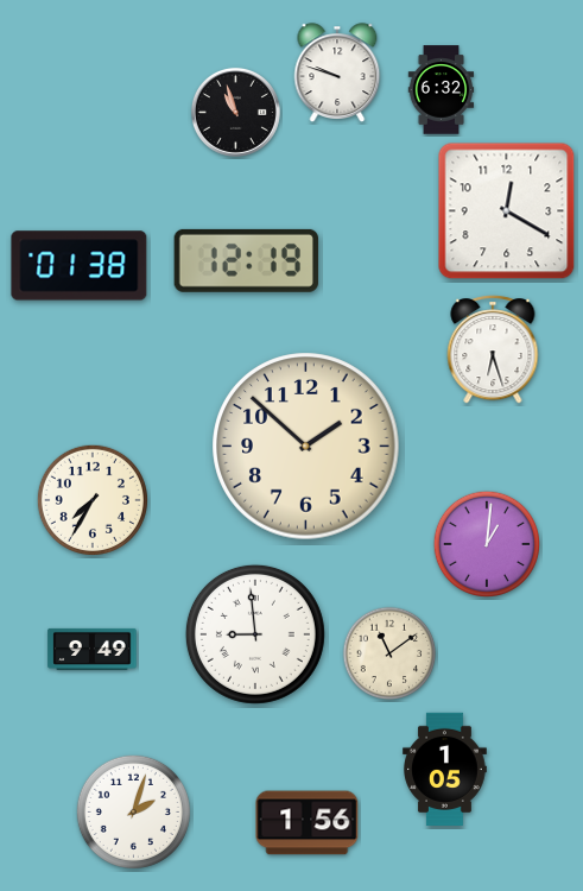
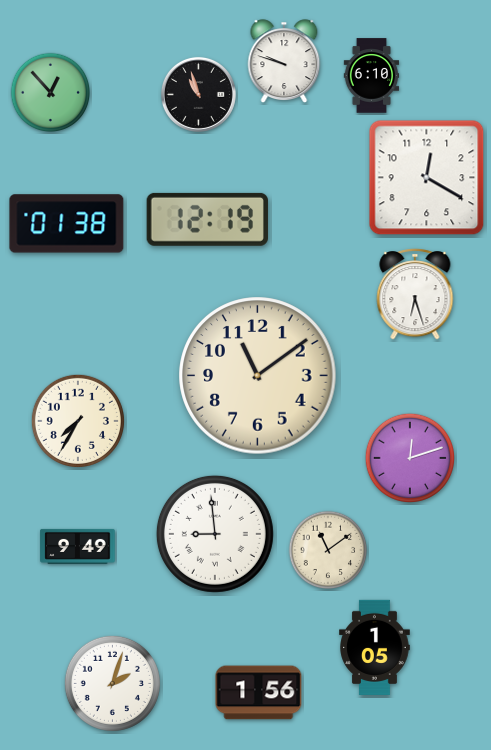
clock at (442, 90): 6:32 -> 6:10
clock at (51, 93): none -> 12:53
clock at (306, 447): 1:52 -> 11:09
clock at (486, 543): 1:01 -> 12:12
